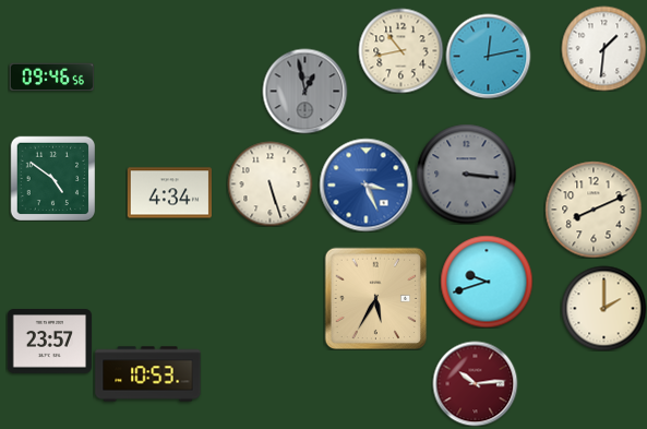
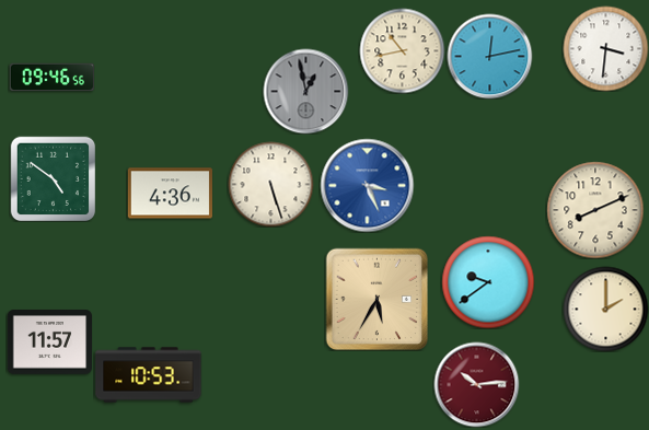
clock at (603, 48): 1:31 -> 3:31
clock at (466, 174): 3:16 -> none
clock at (169, 193): 4:34 -> 4:36
clock at (487, 282): 9:42 -> 9:39
clock at (49, 342): 23:57 -> 11:57
